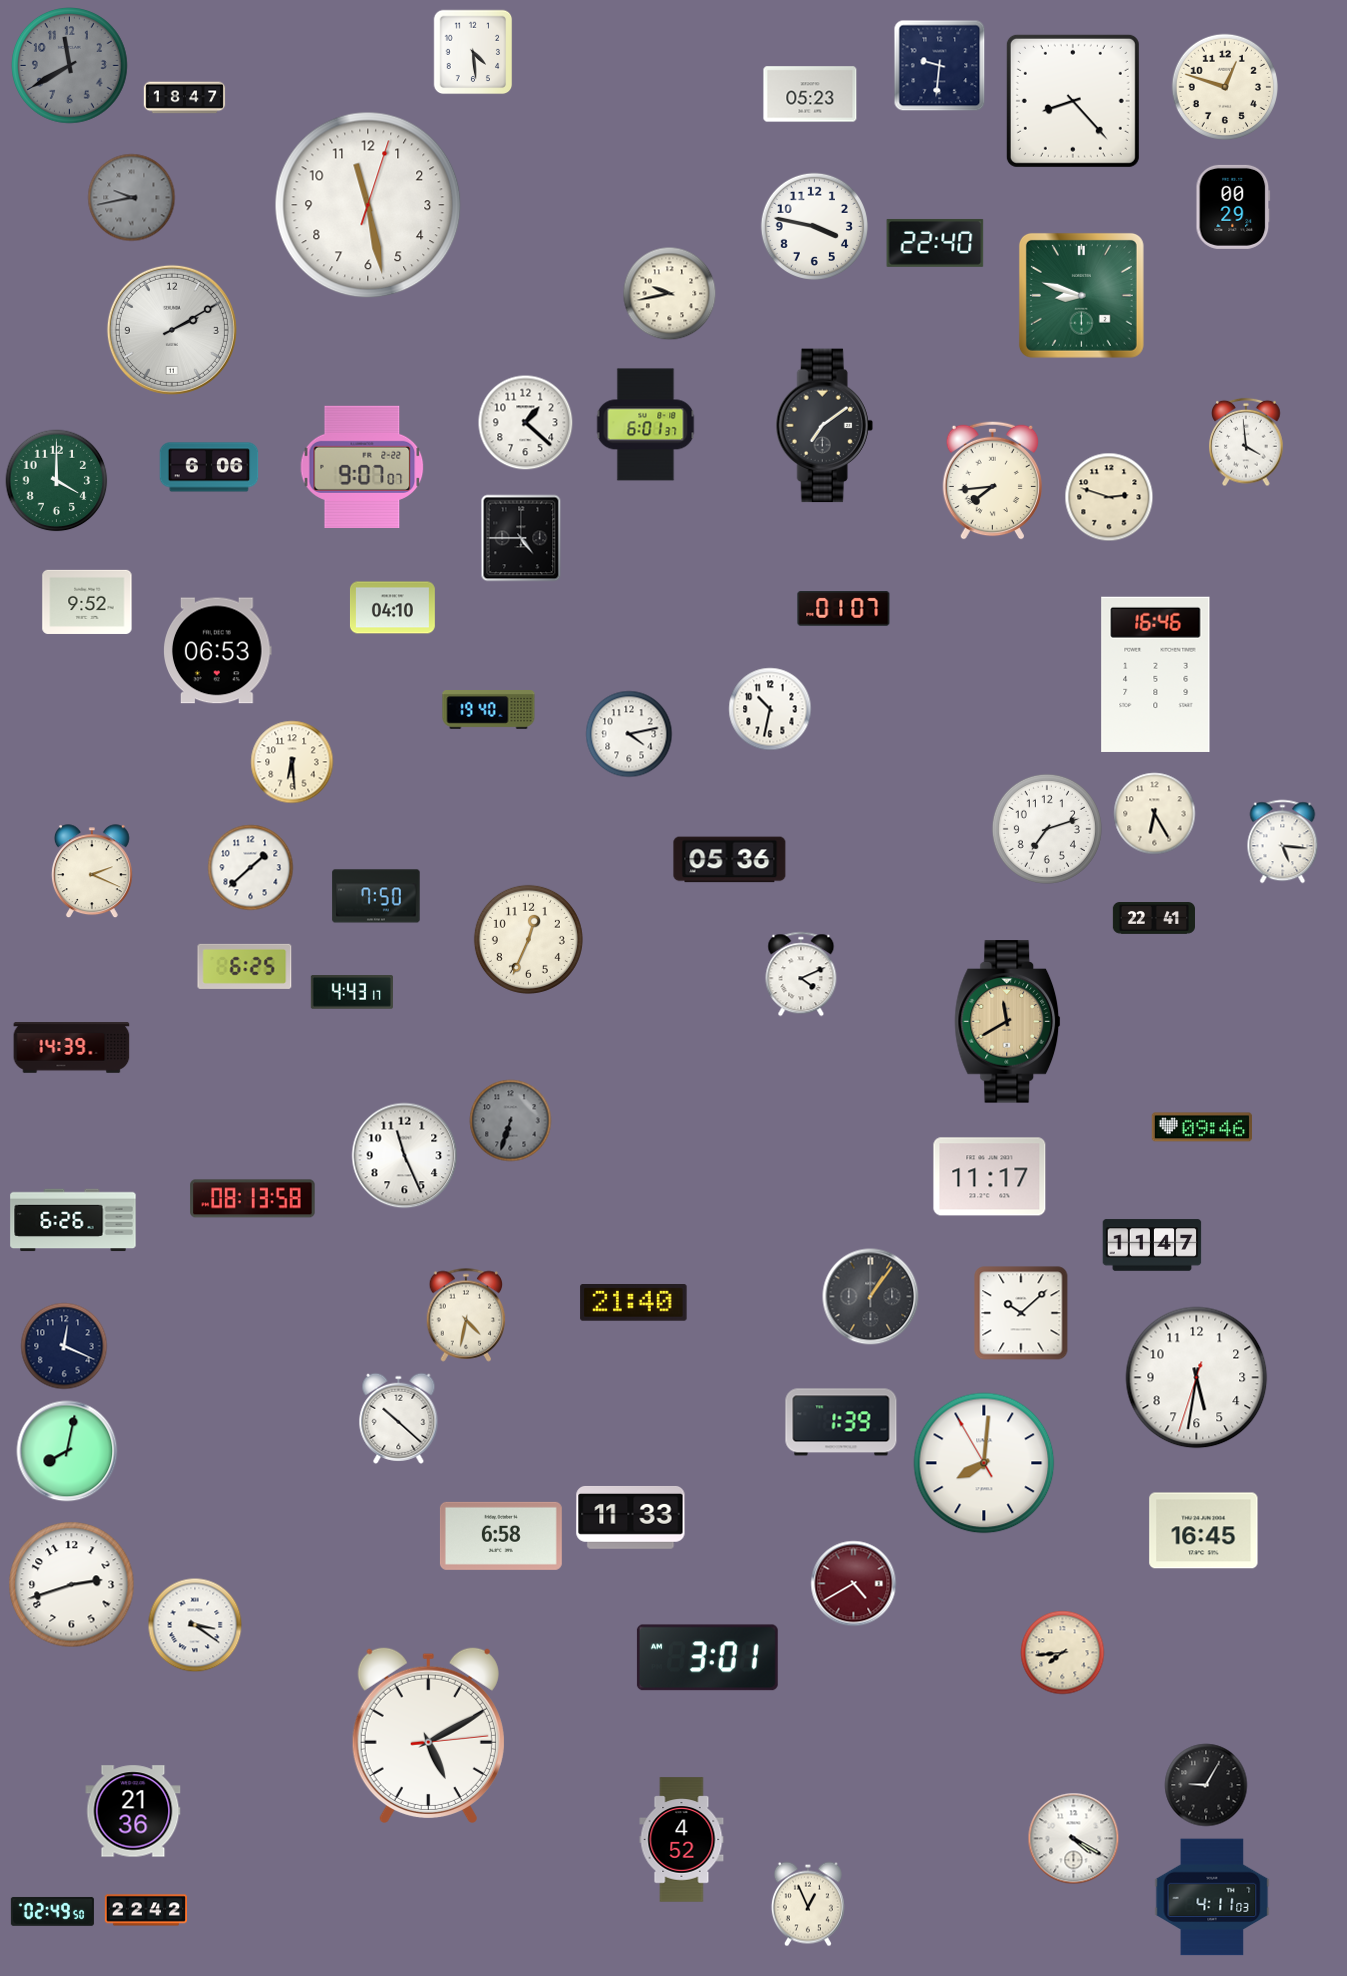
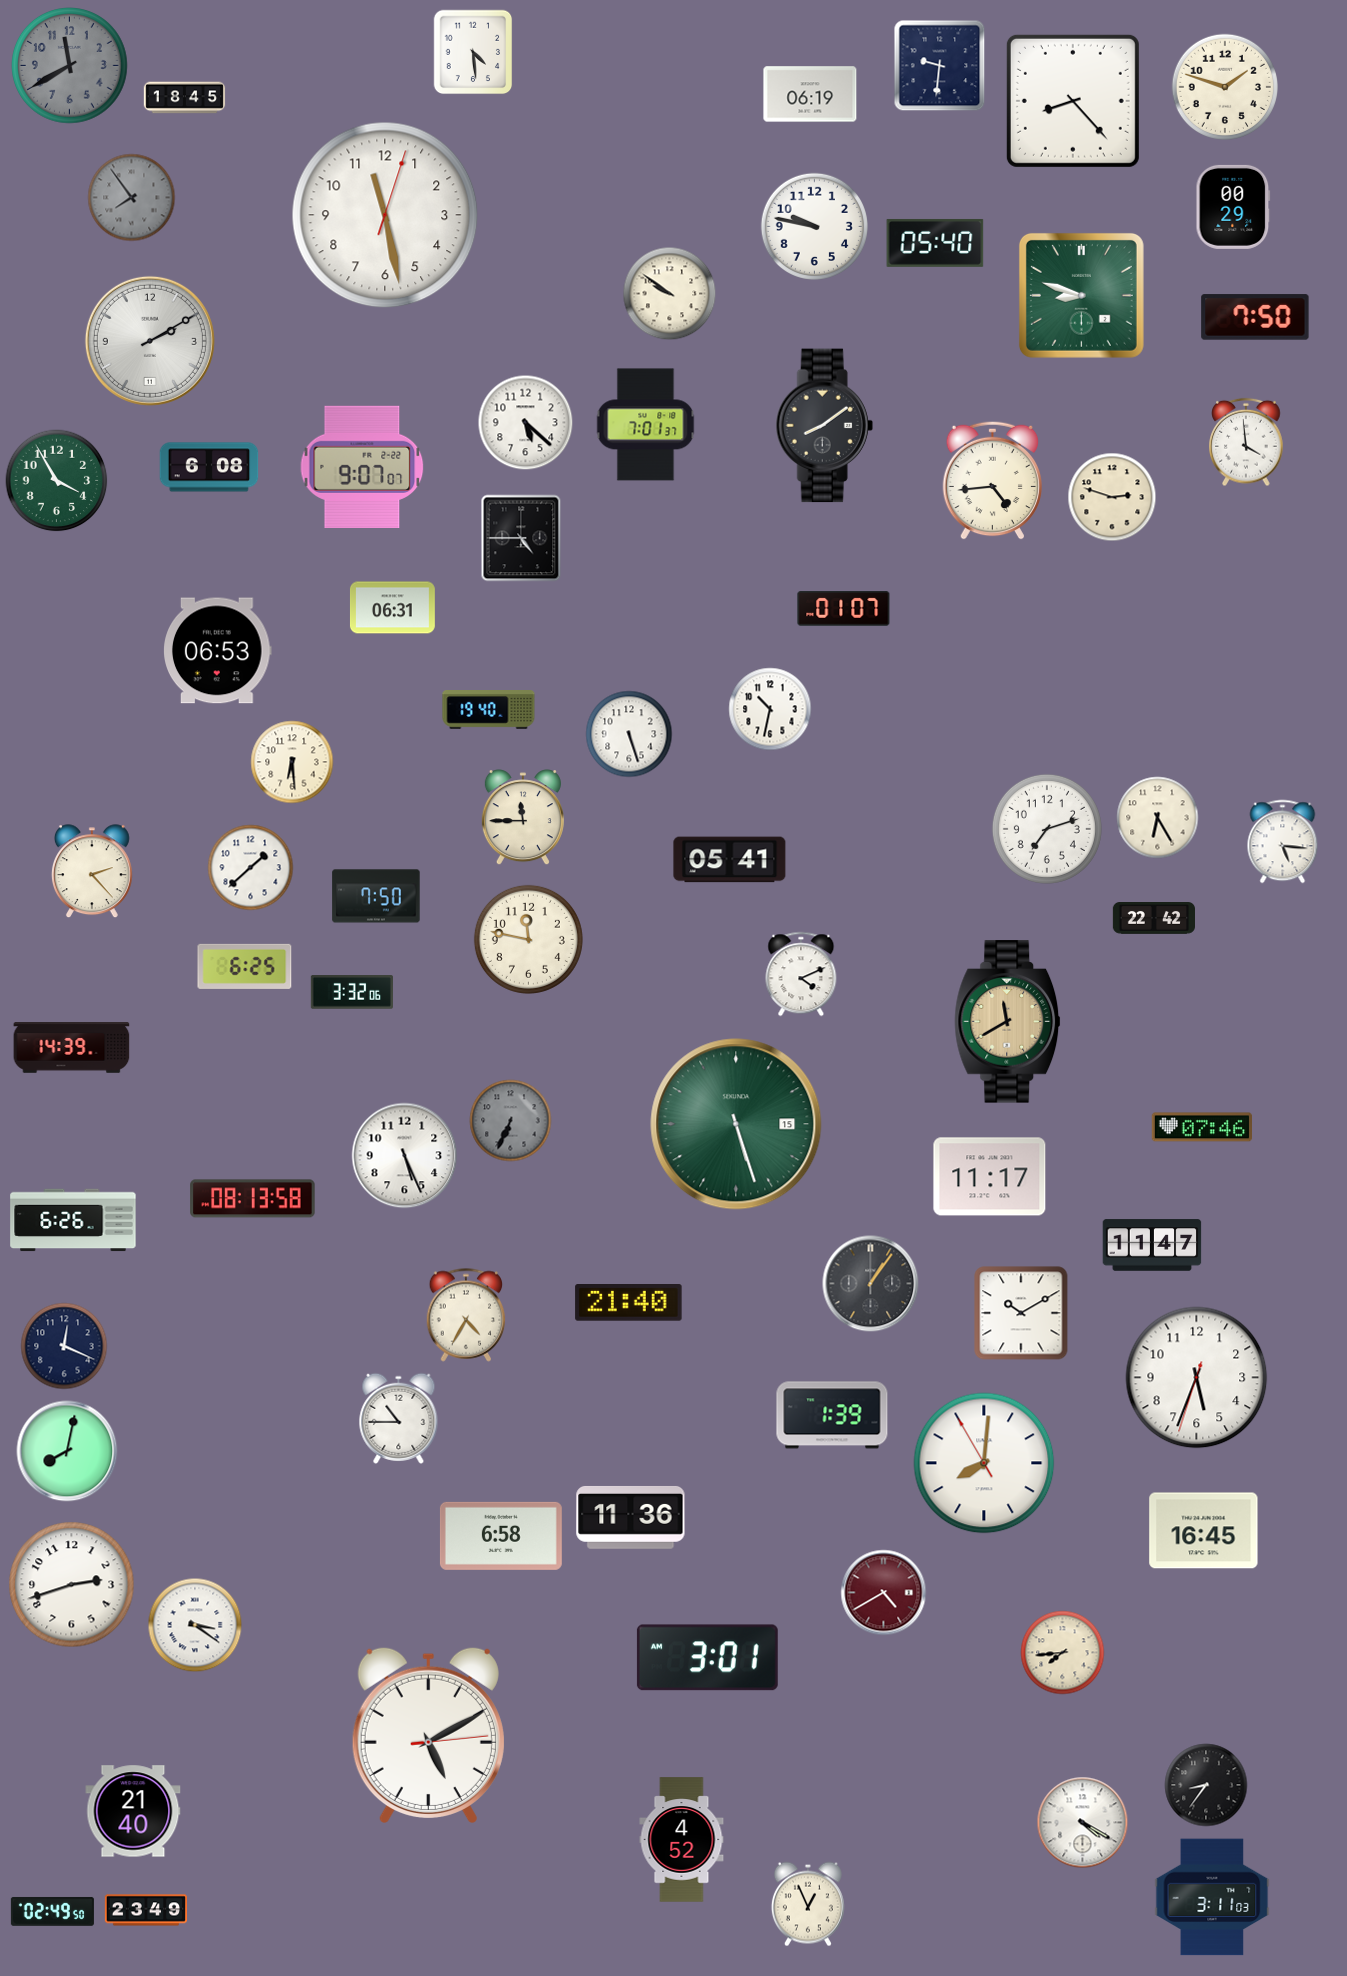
clock at (1224, 86): 12:48 -> 1:48
clock at (810, 94): 05:23 -> 06:19
clock at (185, 98): 18:47 -> 18:45
clock at (132, 198): 9:43 -> 7:54
clock at (368, 205) position: (368, 205) -> (385, 215)
clock at (814, 226): 3:47 -> 9:47
clock at (935, 243): 22:40 -> 05:40
clock at (670, 294): 9:43 -> 9:51
clock at (1255, 317): none -> 7:50
clock at (172, 330) position: (172, 330) -> (150, 341)
clock at (526, 423): 1:22 -> 5:22
clock at (646, 425): 6:01 -> 7:01
clock at (824, 426): 7:09 -> 8:09
clock at (209, 467): 6:06 -> 6:08
clock at (993, 480): 7:44 -> 4:44
clock at (57, 481): 4:00 -> 3:55
clock at (1109, 497) position: (1109, 497) -> (1112, 497)
clock at (87, 602): 9:52 -> none
clock at (392, 608): 04:10 -> 06:31
clock at (1156, 674): 16:46 -> none
clock at (629, 734): 4:13 -> 5:27
clock at (1155, 814) position: (1155, 814) -> (1158, 818)
clock at (523, 818): none -> 11:45
clock at (730, 860): 05:36 -> 05:41
clock at (92, 872): 2:19 -> 2:23
clock at (1153, 919): 22:41 -> 22:42
clock at (528, 939): 12:34 -> 11:47
clock at (352, 992): 4:43 -> 3:32
clock at (511, 1121): 6:33 -> 6:34
clock at (736, 1124): none -> 5:27
clock at (1201, 1127): 09:46 -> 07:46
clock at (405, 1156): 11:26 -> 5:26
clock at (871, 1297) position: (871, 1297) -> (871, 1284)
clock at (634, 1303) position: (634, 1303) -> (629, 1303)
clock at (1021, 1313): 10:08 -> 10:10
clock at (466, 1315): 4:32 -> 4:35
clock at (1197, 1378): 5:31 -> 5:33
clock at (399, 1418): 10:22 -> 10:45
clock at (841, 1422) position: (841, 1422) -> (832, 1415)
clock at (631, 1517): 11:33 -> 11:36
clock at (854, 1584) position: (854, 1584) -> (884, 1593)
clock at (1206, 1785): 9:05 -> 8:36
clock at (133, 1811): 21:36 -> 21:40
clock at (1074, 1839) position: (1074, 1839) -> (1083, 1823)
clock at (1212, 1897): 4:11 -> 3:11
clock at (145, 1910): 22:42 -> 23:49
